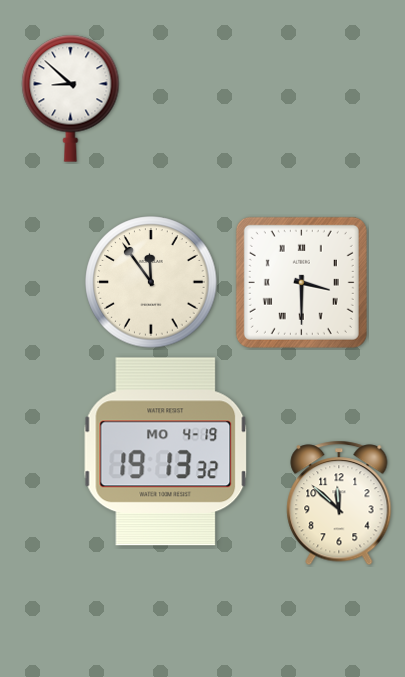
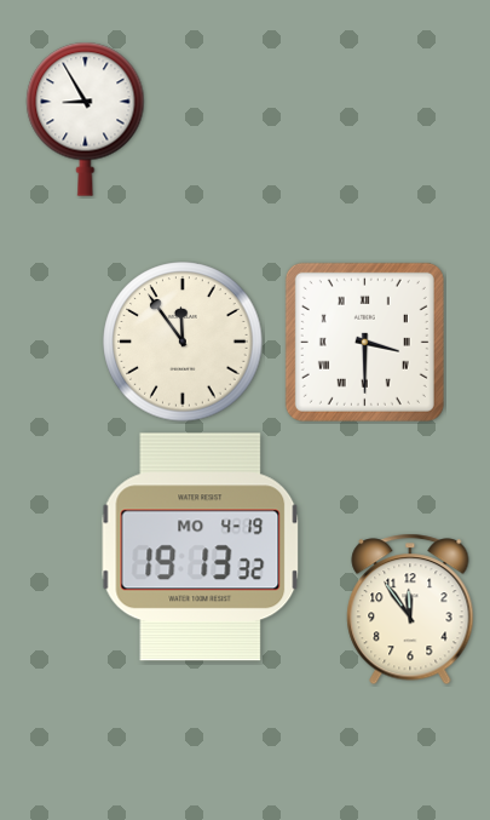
clock at (71, 98): 8:52 -> 8:55
clock at (339, 503): 11:52 -> 11:54
